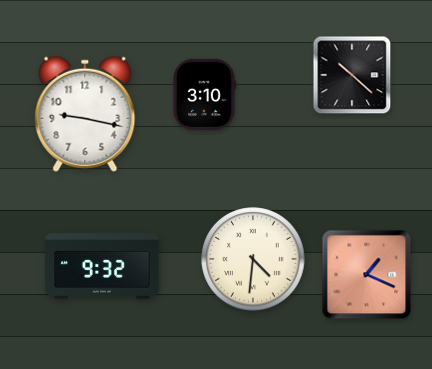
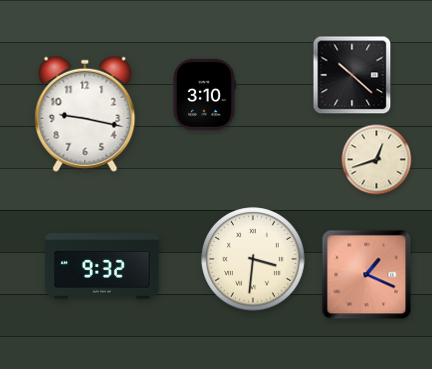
clock at (377, 160): none -> 12:42
clock at (253, 259): 4:31 -> 3:31
